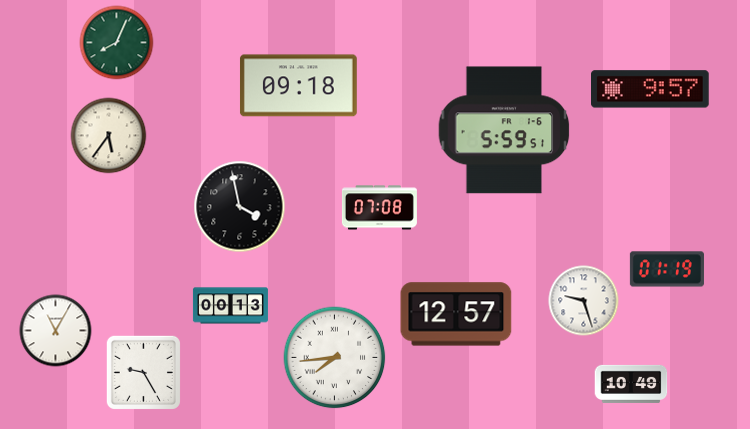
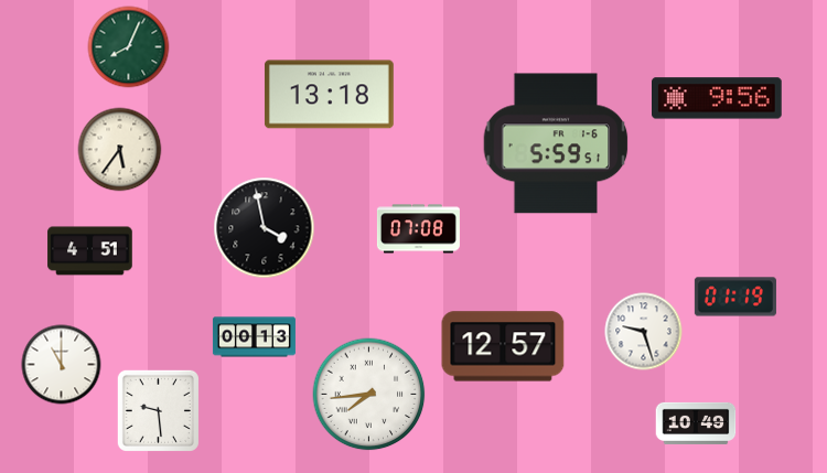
clock at (298, 86): 09:18 -> 13:18
clock at (651, 89): 9:57 -> 9:56
clock at (90, 251): none -> 4:51
clock at (56, 331): 11:05 -> 11:00
clock at (143, 372): 9:25 -> 9:29
